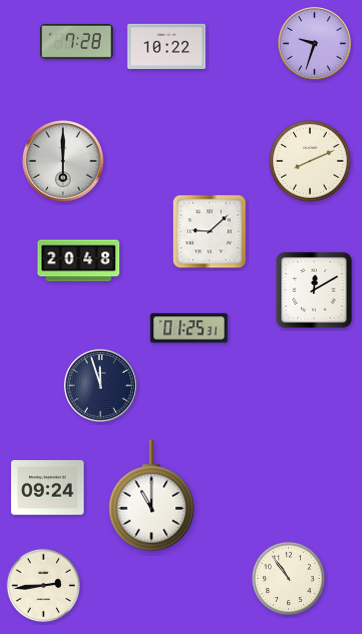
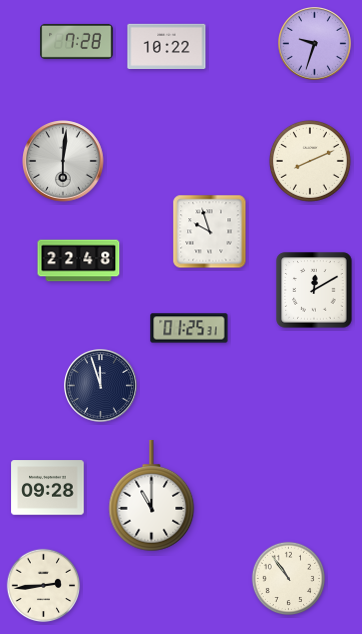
clock at (63, 161): 6:00 -> 6:01
clock at (210, 232): 9:08 -> 9:57
clock at (79, 261): 20:48 -> 22:48
clock at (48, 488): 09:24 -> 09:28
